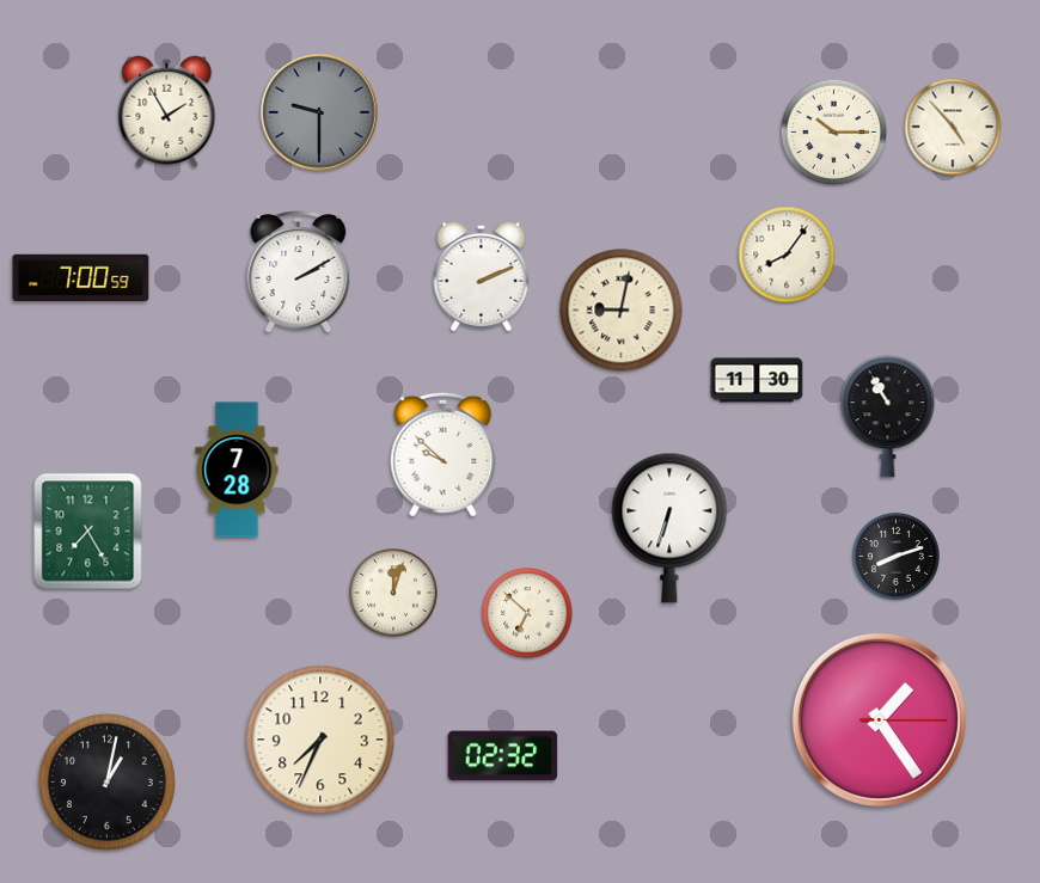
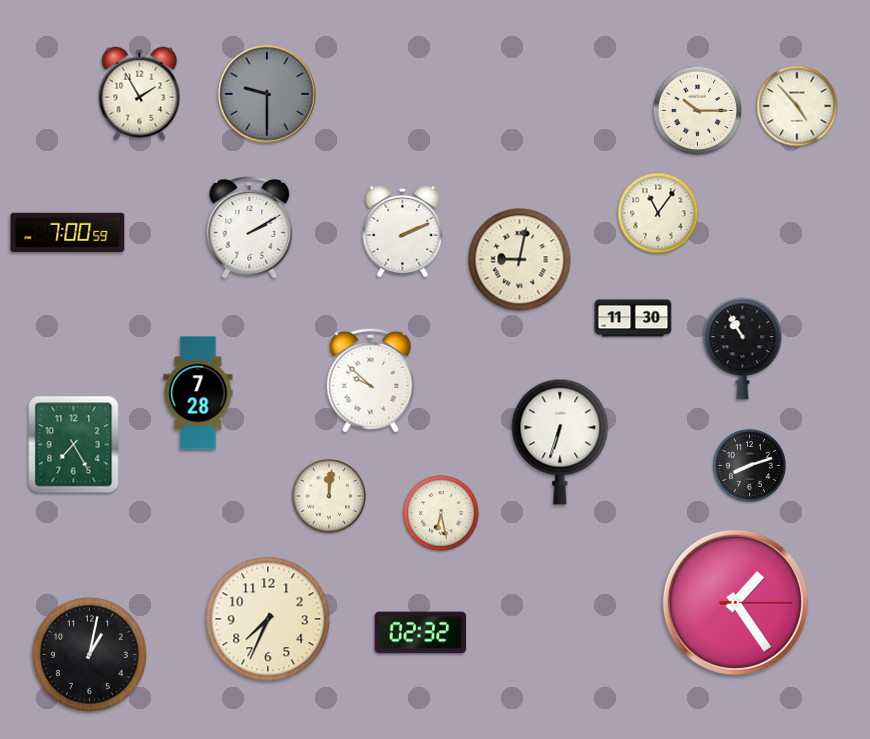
clock at (787, 255): 8:06 -> 11:06
clock at (394, 594): 12:03 -> 12:01
clock at (527, 613): 6:52 -> 6:28
